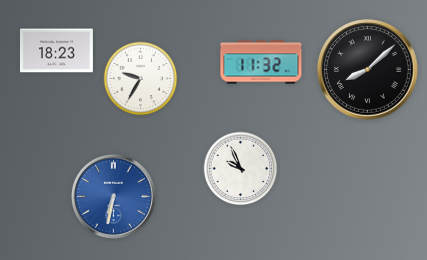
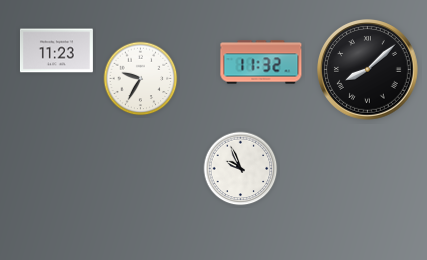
clock at (56, 51): 18:23 -> 11:23
clock at (113, 196): 6:32 -> none
